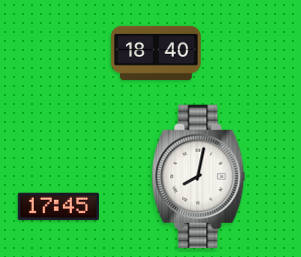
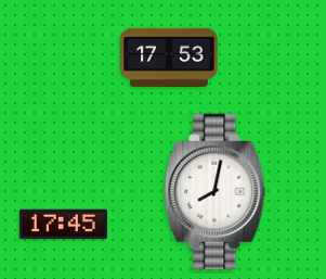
clock at (156, 53): 18:40 -> 17:53
